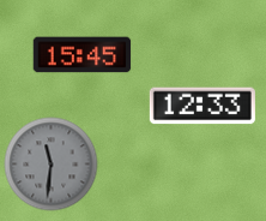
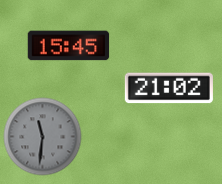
clock at (202, 106): 12:33 -> 21:02
